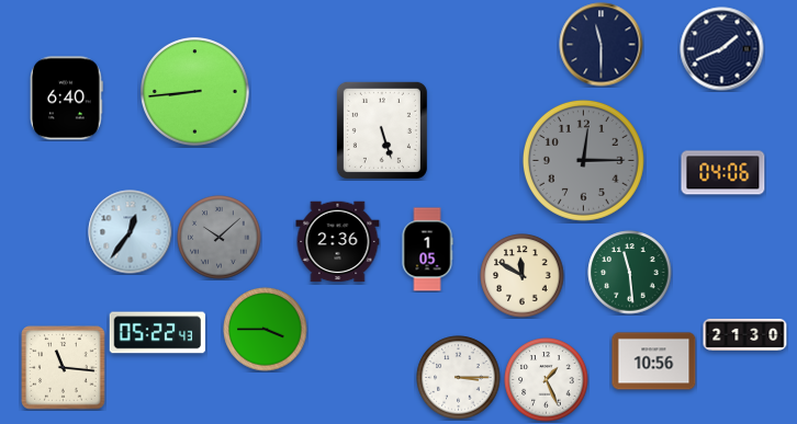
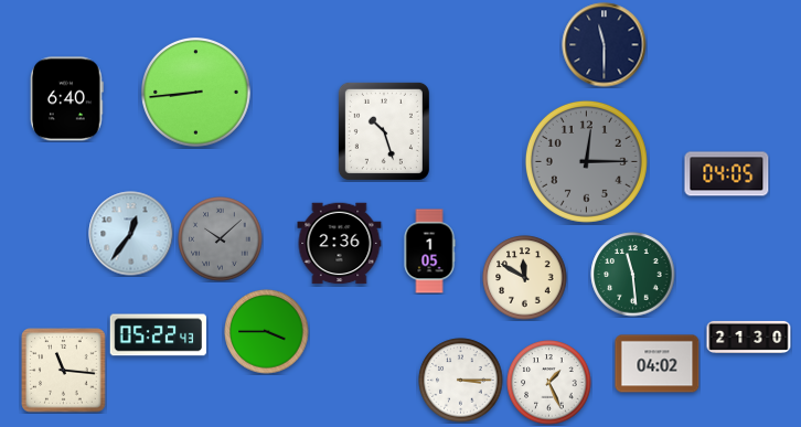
clock at (722, 49): 1:41 -> none
clock at (382, 130): 5:27 -> 10:27
clock at (723, 173): 04:06 -> 04:05
clock at (654, 362): 10:56 -> 04:02
